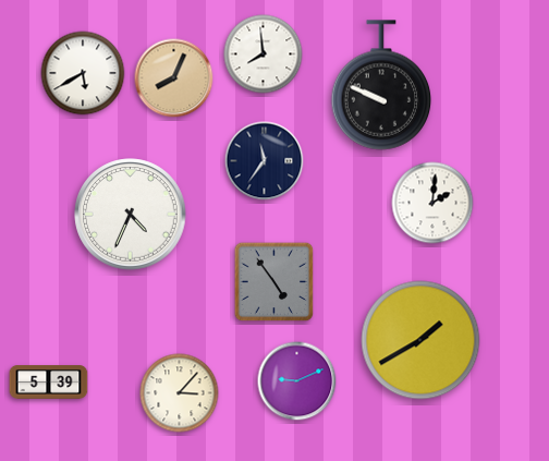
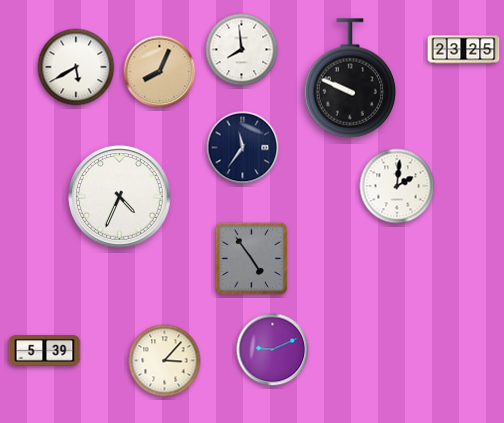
clock at (464, 50): none -> 23:25
clock at (420, 340): 1:40 -> none
